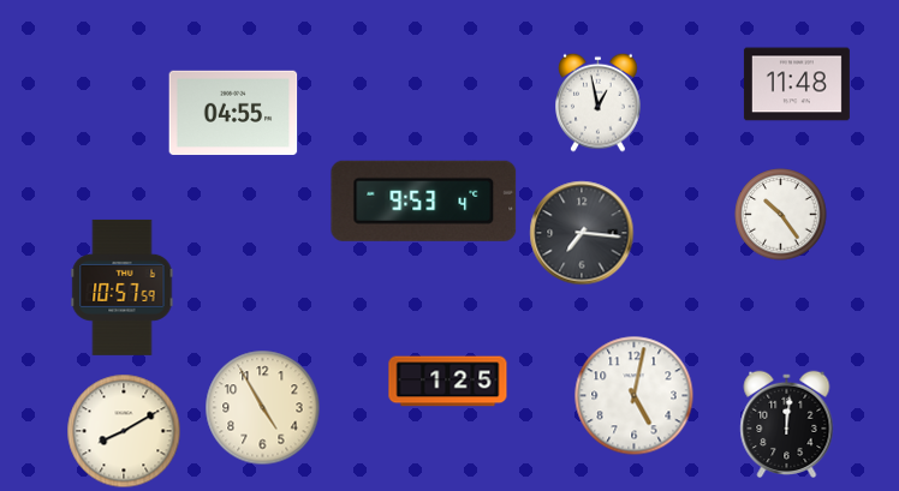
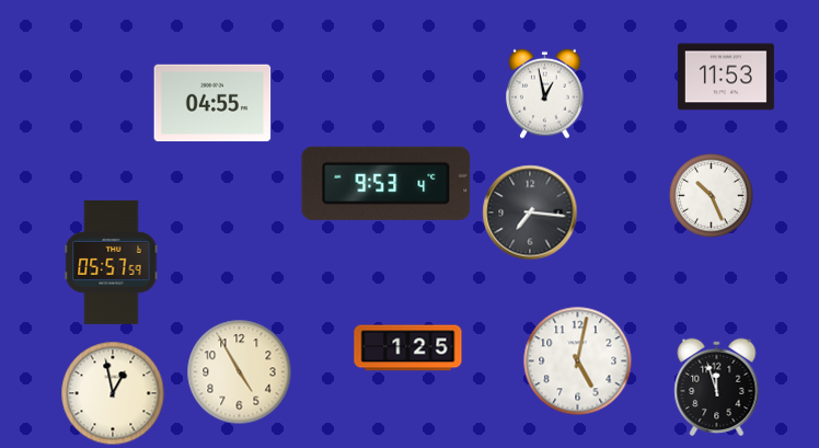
clock at (797, 84): 11:48 -> 11:53
clock at (781, 215): 10:24 -> 10:26
clock at (123, 287): 10:57 -> 05:57
clock at (787, 424): 12:01 -> 11:57
clock at (124, 431): 8:10 -> 12:58
